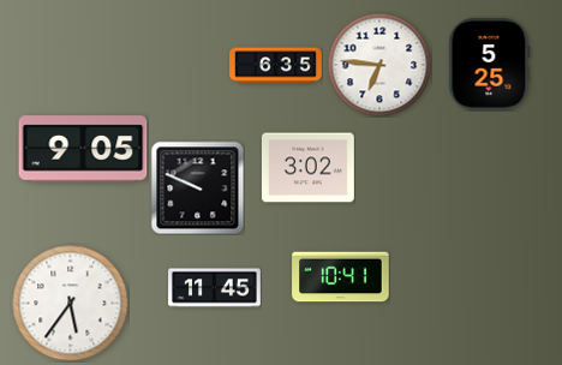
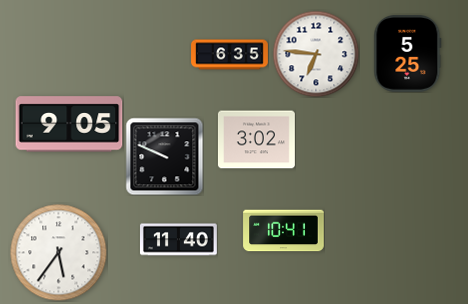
clock at (215, 288): 11:45 -> 11:40
